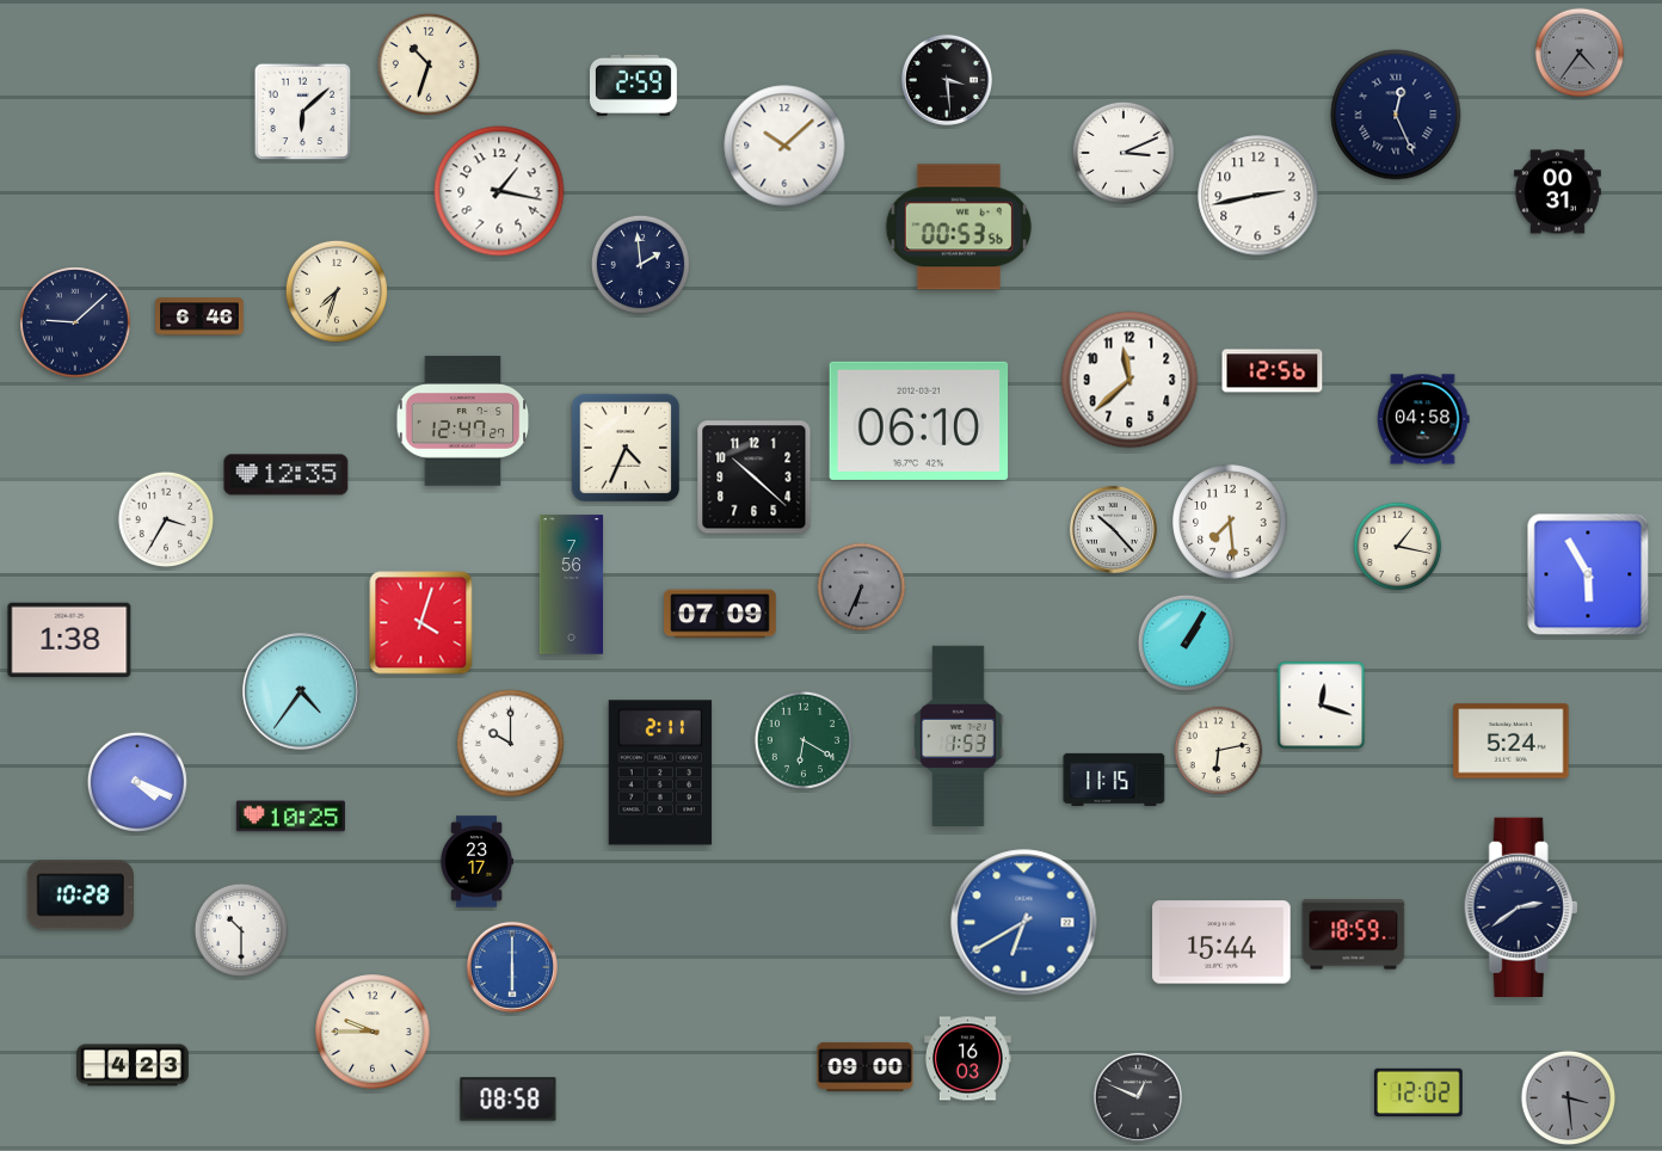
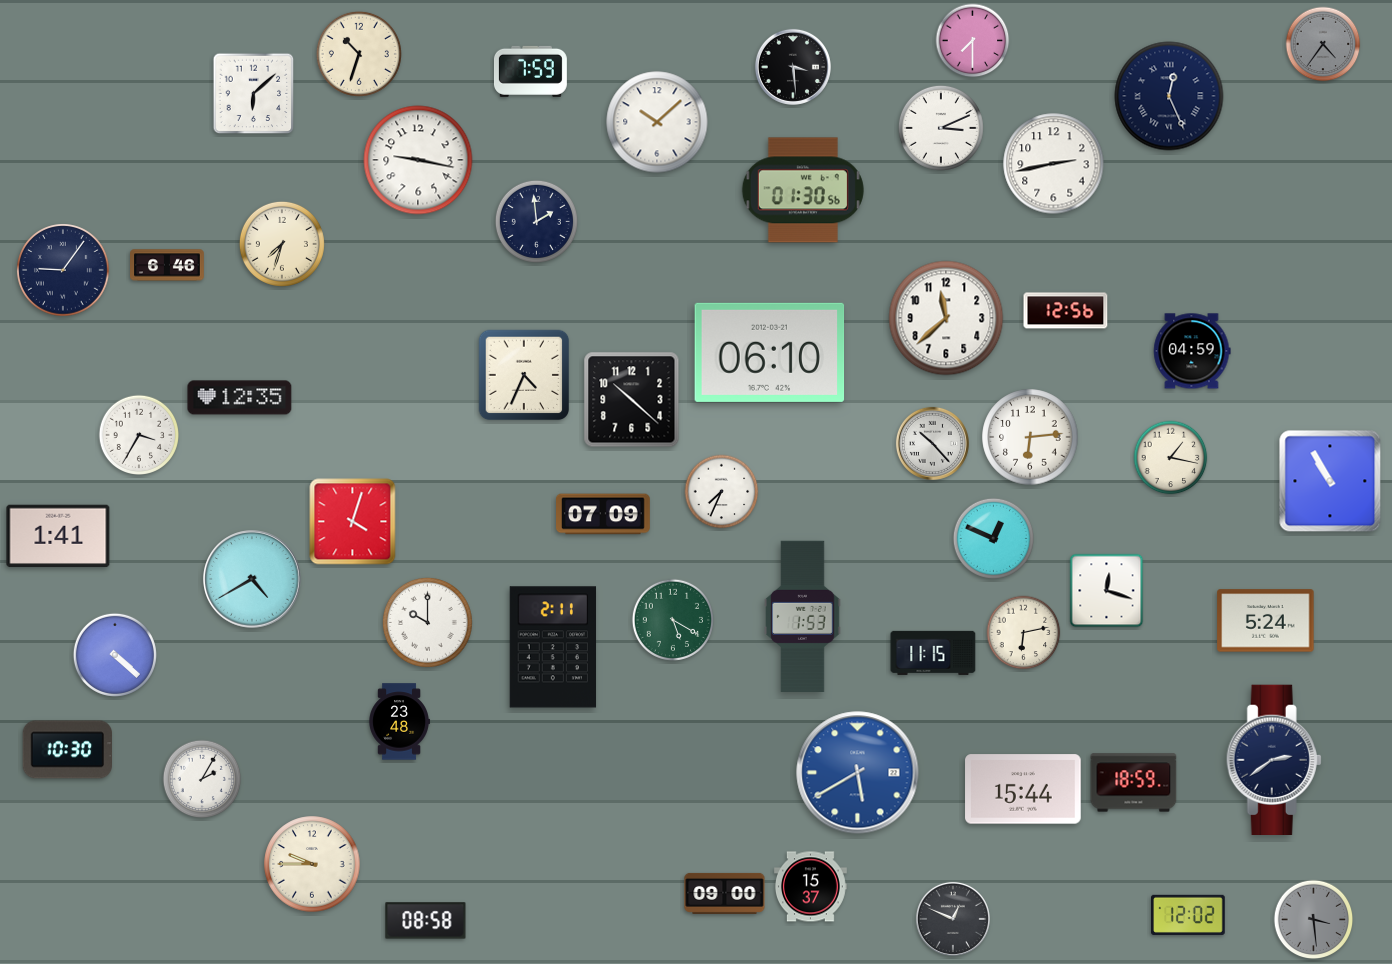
clock at (973, 41): none -> 7:30
clock at (633, 85): 2:59 -> 7:59
clock at (499, 191): 1:17 -> 9:17
clock at (1557, 192): 00:31 -> none
clock at (959, 227): 00:53 -> 01:30
clock at (75, 322): 9:08 -> 9:06
clock at (1423, 419): 04:58 -> 04:59
clock at (463, 421): 12:47 -> none
clock at (1230, 522): 7:29 -> 6:14
clock at (1588, 574): 5:55 -> 10:55
clock at (572, 585): 7:56 -> none
clock at (862, 587): 6:34 -> 7:34
clock at (862, 587) dial: grey -> white
clock at (69, 640): 1:38 -> 1:41
clock at (1186, 642): 1:05 -> 12:49
clock at (301, 691): 4:36 -> 4:40
clock at (804, 740): 6:20 -> 5:20
clock at (1219, 751) position: (1219, 751) -> (1024, 633)
clock at (137, 782): 4:19 -> 4:22
clock at (290, 817): 10:25 -> none
clock at (476, 862): 23:17 -> 23:48
clock at (80, 895): 10:28 -> 10:30
clock at (1024, 923): 6:40 -> 5:40
clock at (241, 930): 10:30 -> 2:05
clock at (512, 967): 6:00 -> none
clock at (967, 1059): 16:03 -> 15:37
clock at (134, 1065): 4:23 -> none
